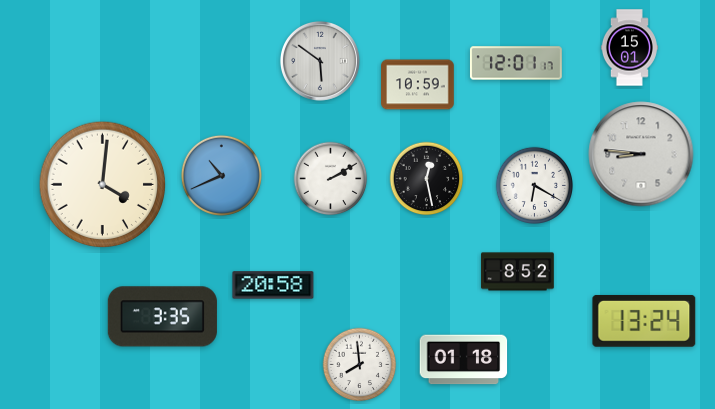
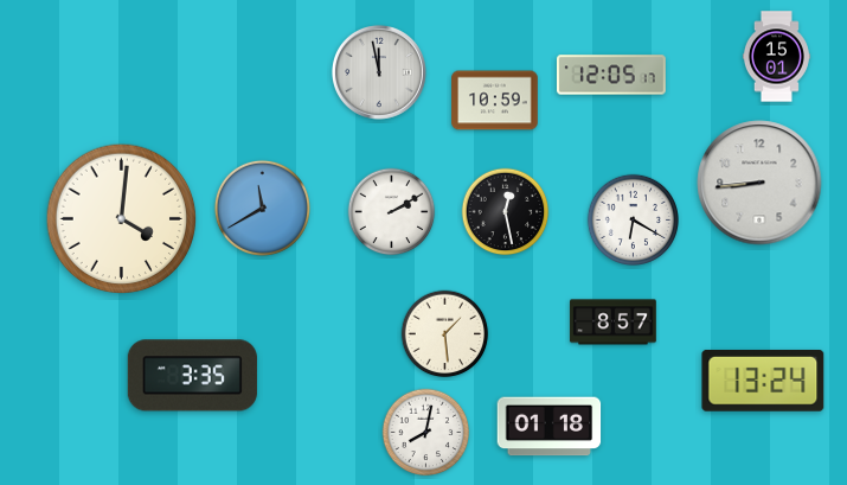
clock at (629, 48) position: (629, 48) -> (776, 57)
clock at (320, 61): 5:51 -> 11:58
clock at (516, 63): 12:01 -> 12:05
clock at (641, 154): 8:46 -> 8:44
clock at (221, 175): 10:41 -> 11:40
clock at (518, 272): 8:52 -> 8:57
clock at (445, 334): none -> 1:29
clock at (273, 285): 20:58 -> none
clock at (360, 365): 7:59 -> 8:02
